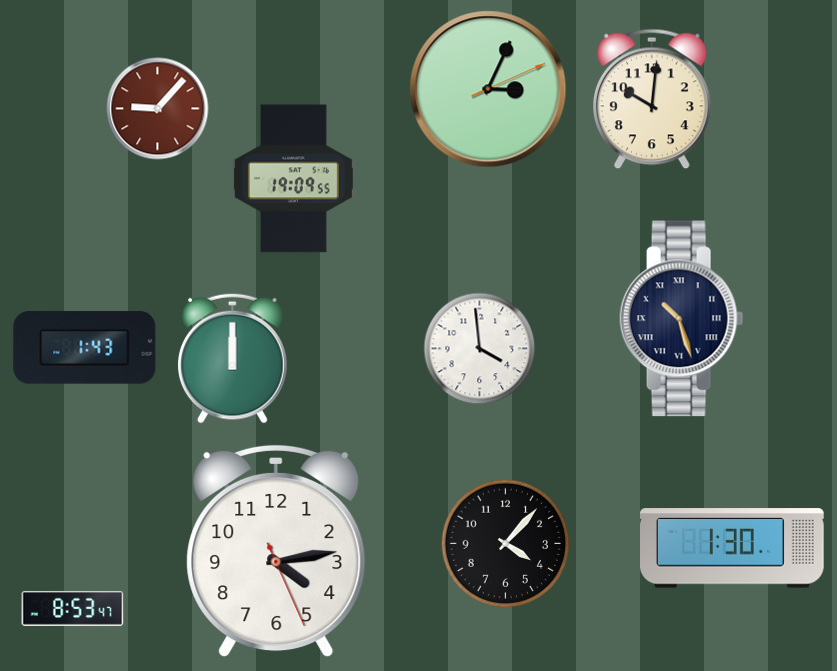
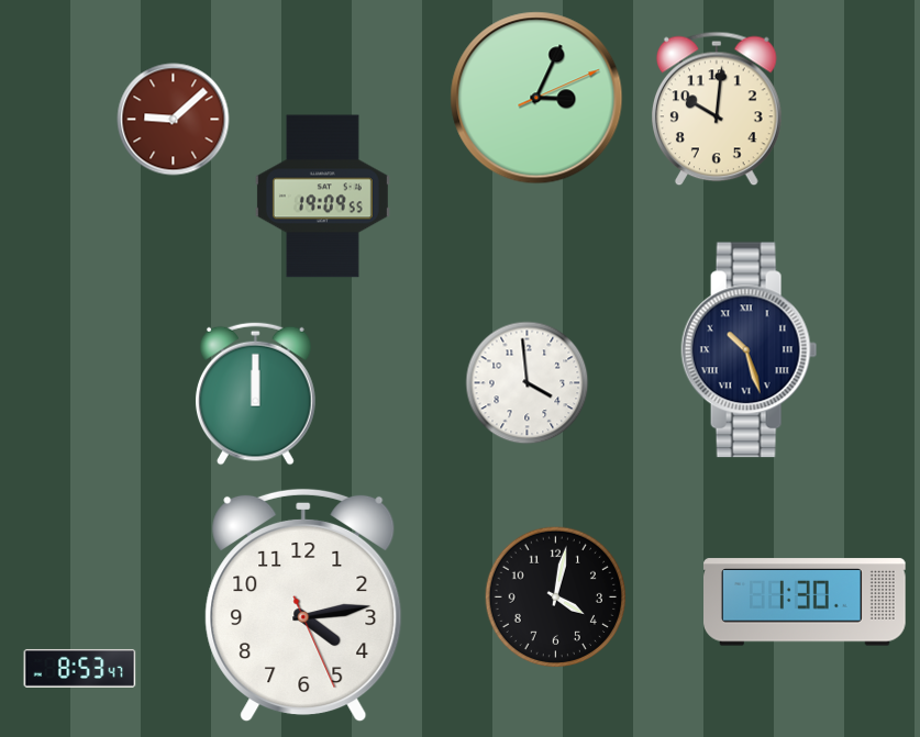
clock at (158, 109): 9:07 -> 9:08
clock at (85, 348): 1:43 -> none
clock at (505, 543): 4:07 -> 4:02
